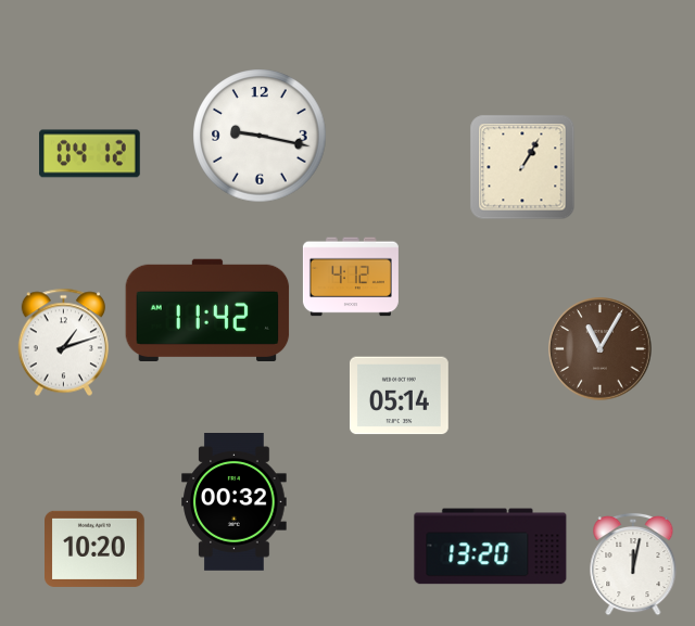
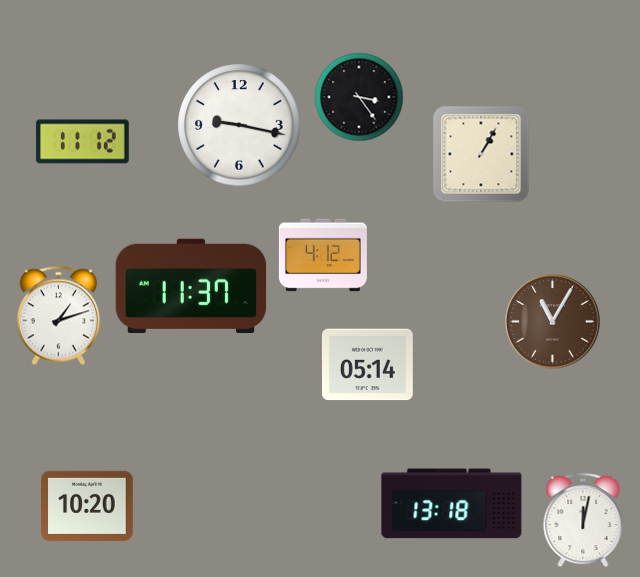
clock at (359, 97): none -> 3:24
clock at (90, 154): 04:12 -> 11:12
clock at (207, 309): 11:42 -> 11:37
clock at (235, 502): 00:32 -> none
clock at (491, 547): 13:20 -> 13:18
